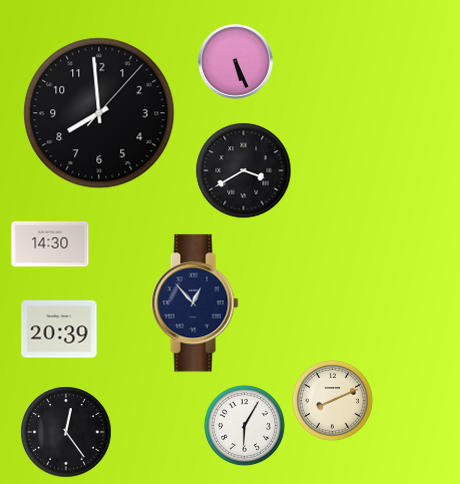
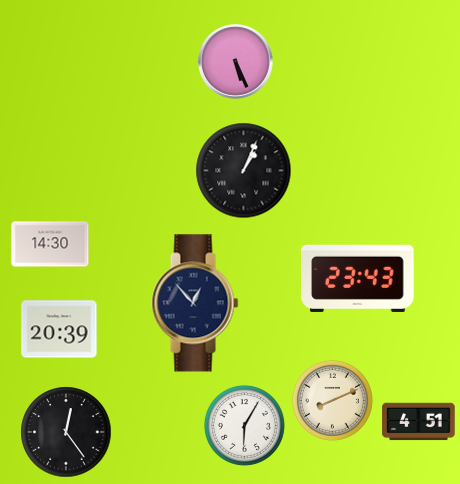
clock at (99, 113): 7:59 -> none
clock at (244, 171): 3:40 -> 1:04
clock at (358, 278): none -> 23:43
clock at (419, 422): none -> 4:51
